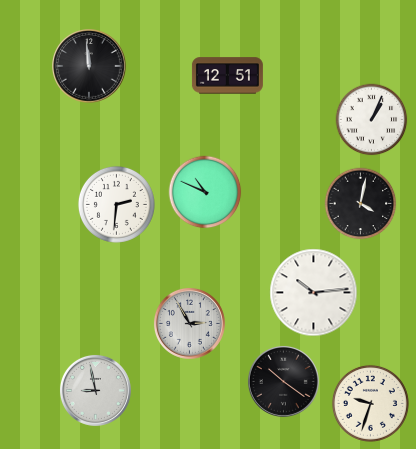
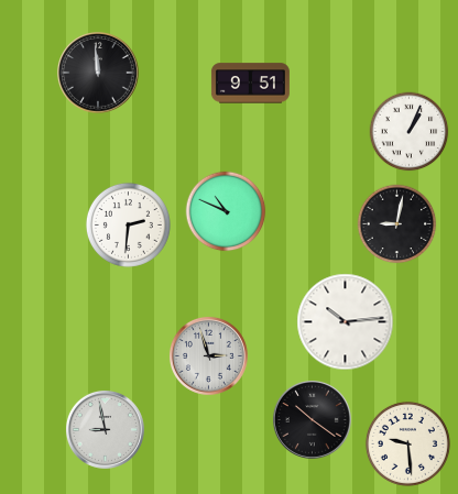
clock at (227, 76): 12:51 -> 9:51
clock at (361, 204): 4:02 -> 9:02
clock at (189, 323): 2:55 -> 2:57
clock at (370, 403): 9:33 -> 9:29
